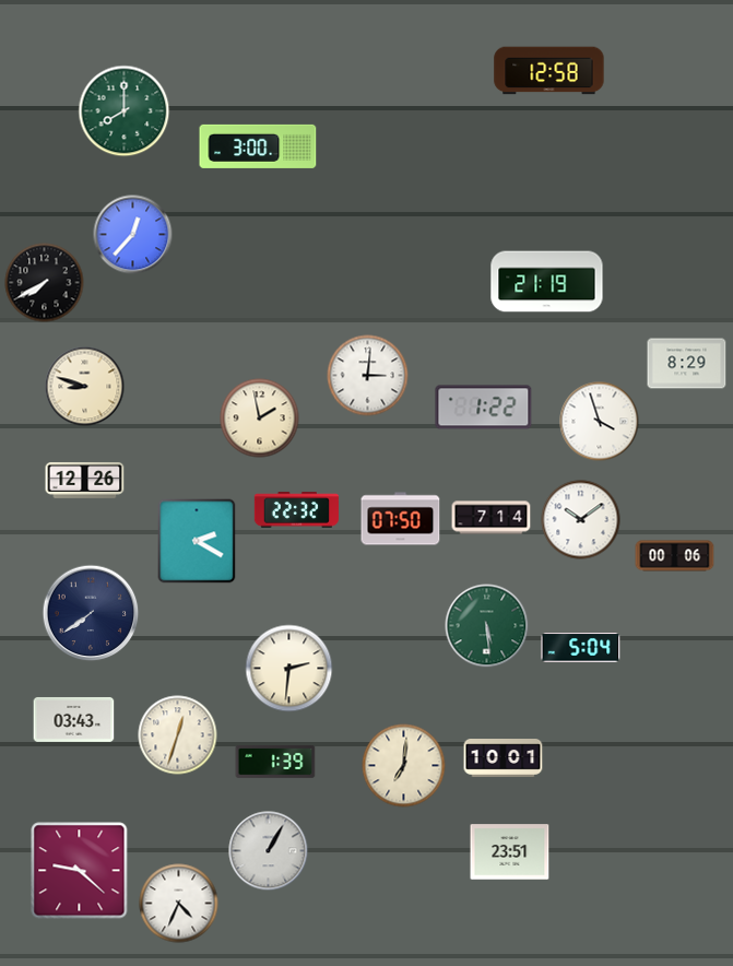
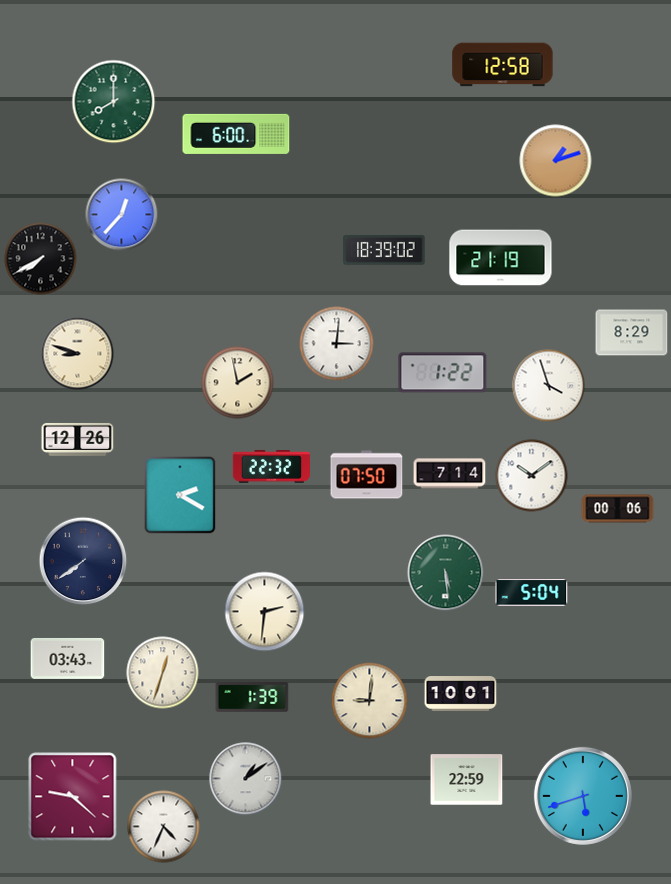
clock at (258, 146): 3:00 -> 6:00
clock at (556, 161): none -> 1:12
clock at (384, 250): none -> 18:39
clock at (687, 364) position: (687, 364) -> (632, 333)
clock at (404, 766): 7:01 -> 9:01
clock at (269, 851): 1:05 -> 1:09
clock at (510, 852): 23:51 -> 22:59
clock at (583, 796): none -> 5:42
